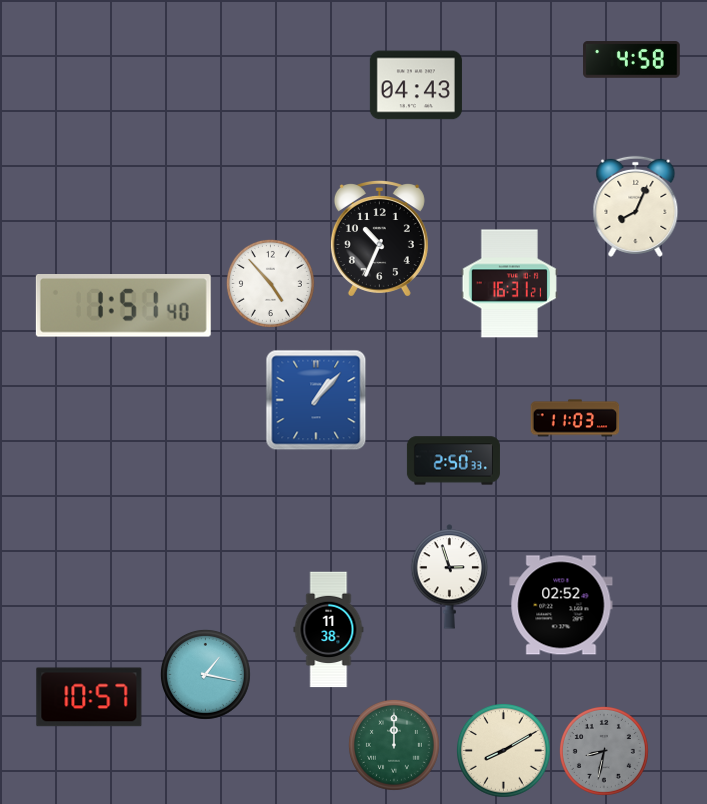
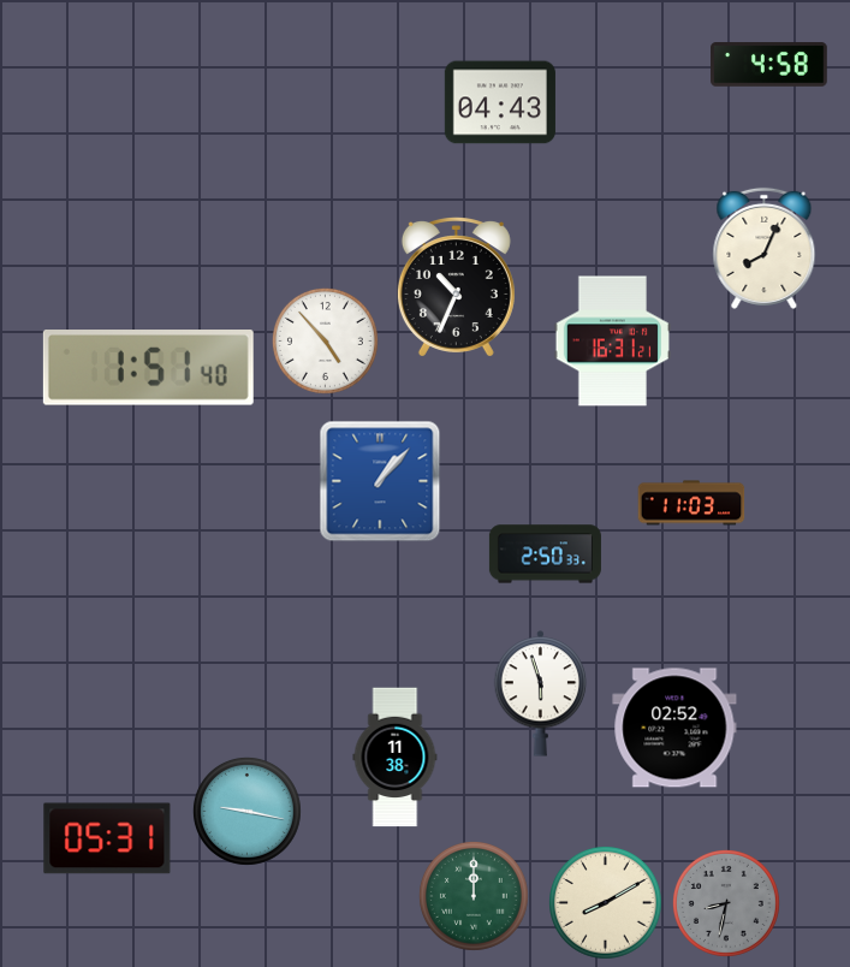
clock at (632, 60) position: (632, 60) -> (769, 65)
clock at (450, 577): 2:57 -> 5:57
clock at (205, 674): 1:17 -> 9:17
clock at (89, 697): 10:57 -> 05:31
